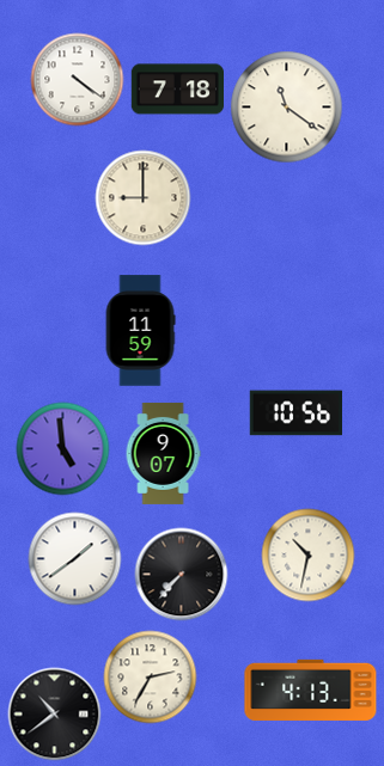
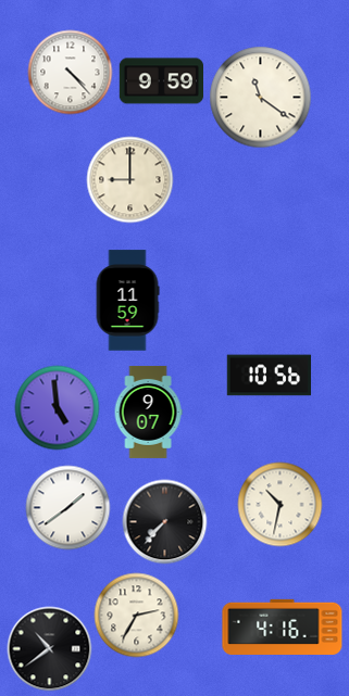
clock at (77, 79): 4:21 -> 4:23
clock at (177, 90): 7:18 -> 9:59
clock at (311, 690): 4:13 -> 4:16
